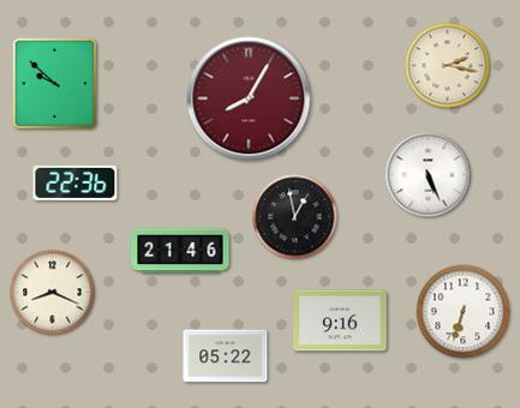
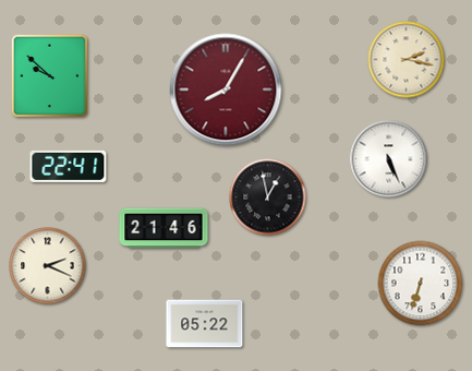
clock at (76, 182): 22:36 -> 22:41
clock at (53, 293): 8:19 -> 2:19
clock at (341, 320): 9:16 -> none
